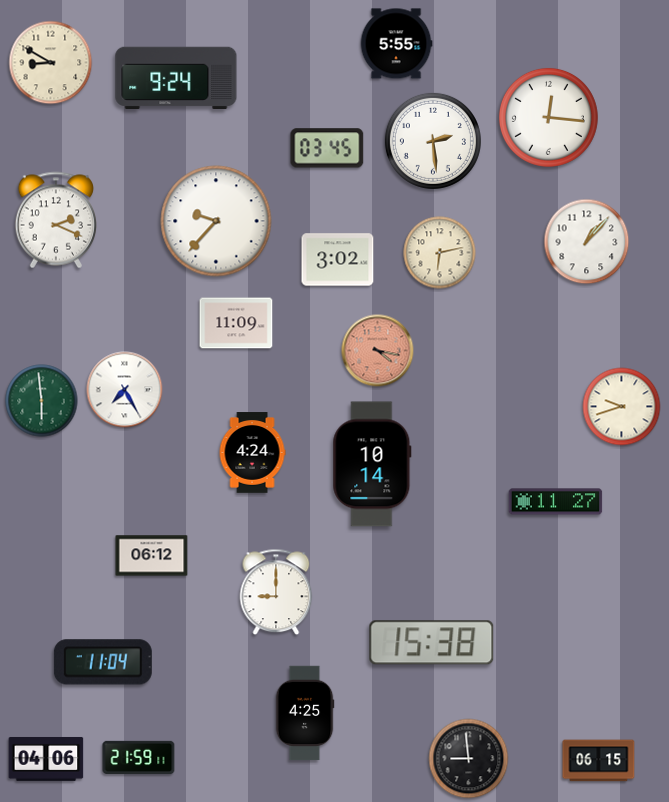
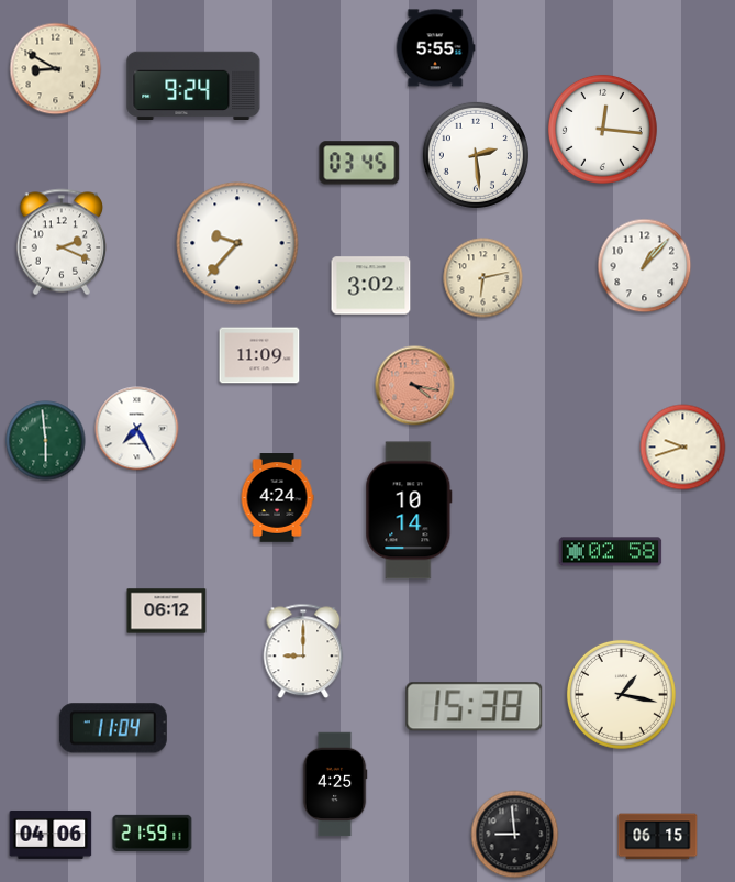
clock at (556, 502): 11:27 -> 02:58
clock at (621, 694): none -> 1:17
